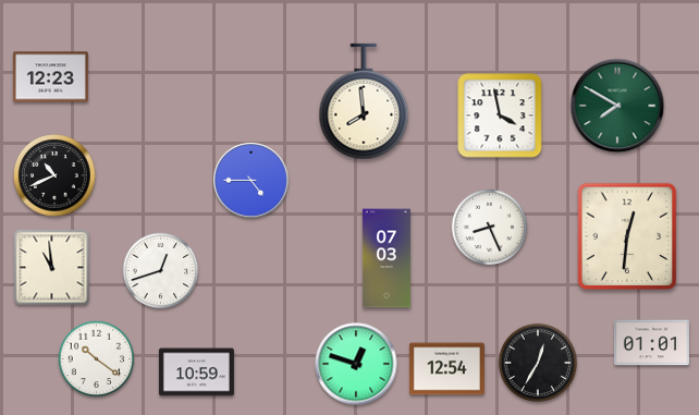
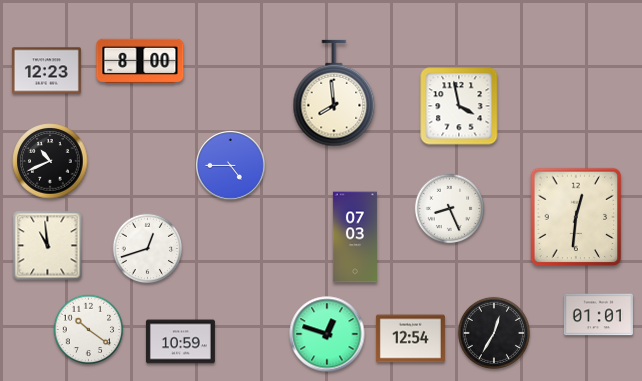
clock at (140, 61): none -> 8:00
clock at (617, 106): 7:50 -> none
